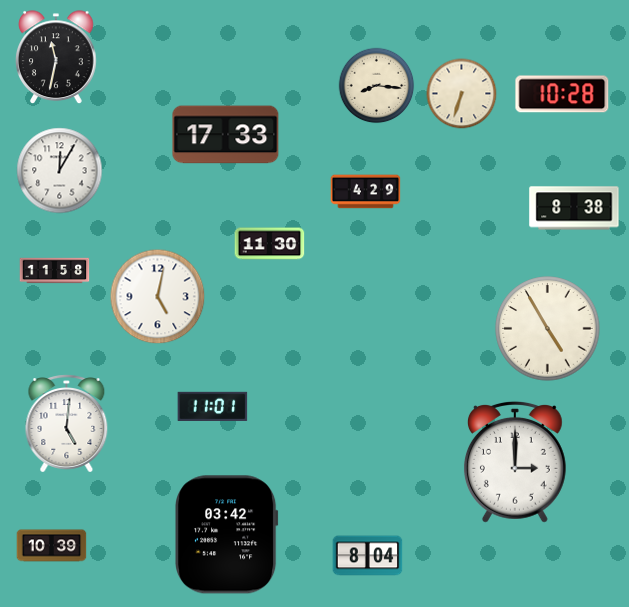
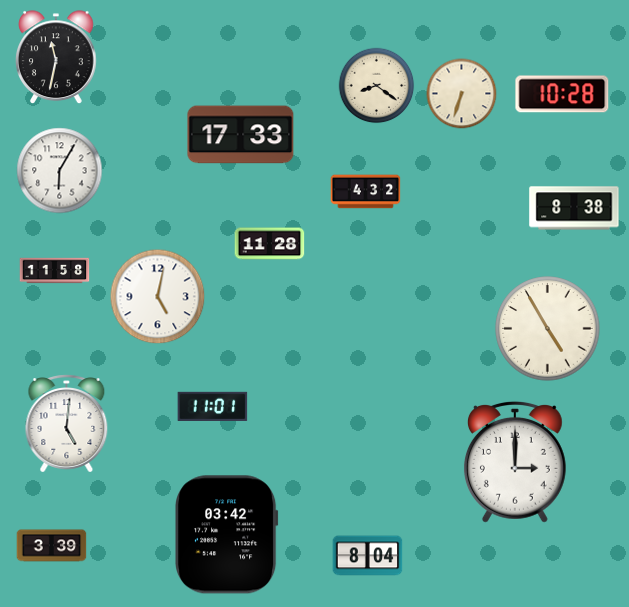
clock at (377, 86): 8:16 -> 8:21
clock at (226, 135) position: (226, 135) -> (241, 135)
clock at (60, 171): 12:05 -> 6:05
clock at (366, 192): 4:29 -> 4:32
clock at (270, 244): 11:30 -> 11:28
clock at (52, 546): 10:39 -> 3:39
